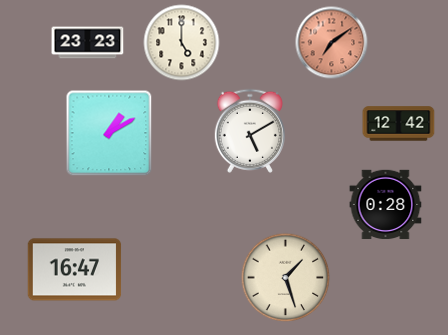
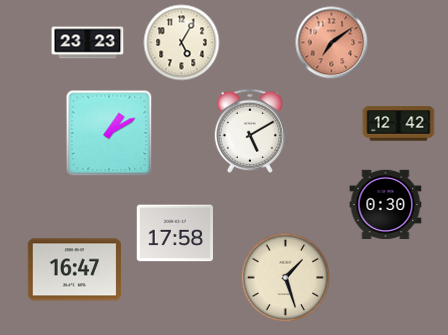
clock at (182, 43): 5:00 -> 5:05
clock at (386, 205): 0:28 -> 0:30
clock at (175, 233): none -> 17:58
